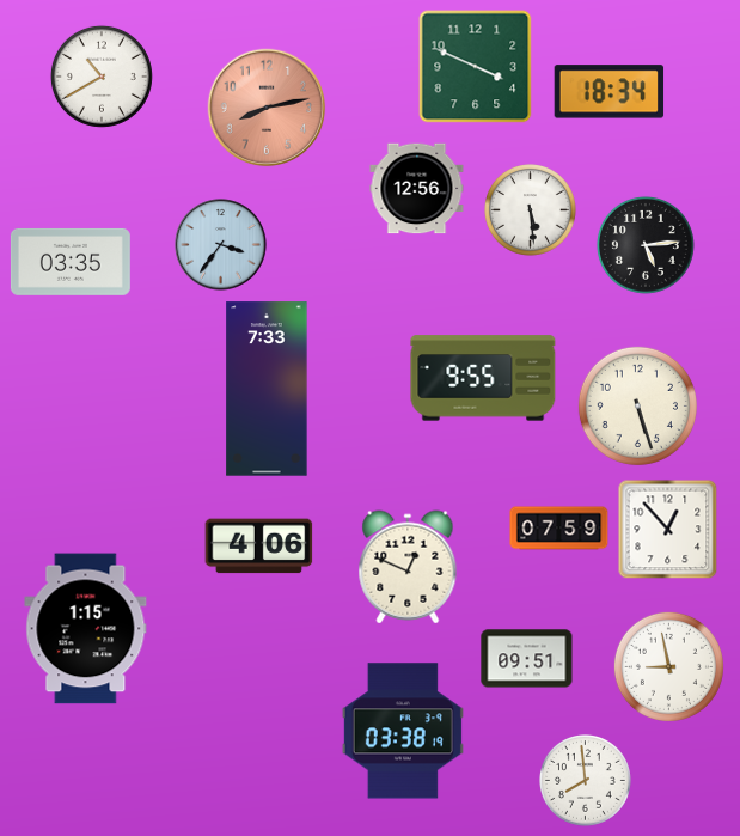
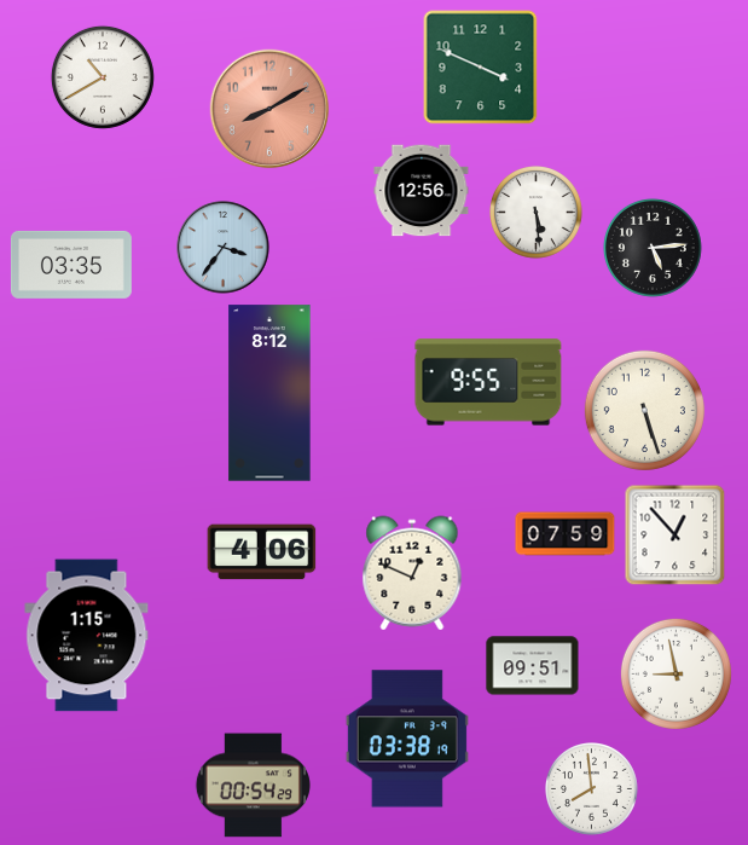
clock at (610, 92): 18:34 -> none
clock at (267, 108): 8:13 -> 8:10
clock at (267, 389): 7:33 -> 8:12
clock at (253, 786): none -> 00:54
